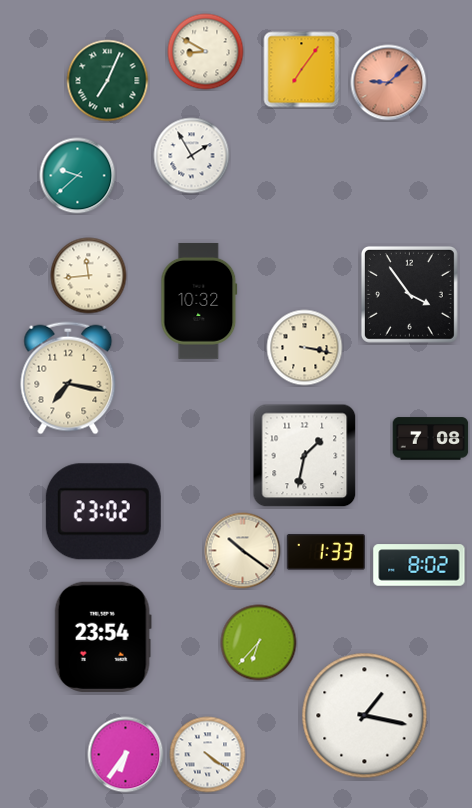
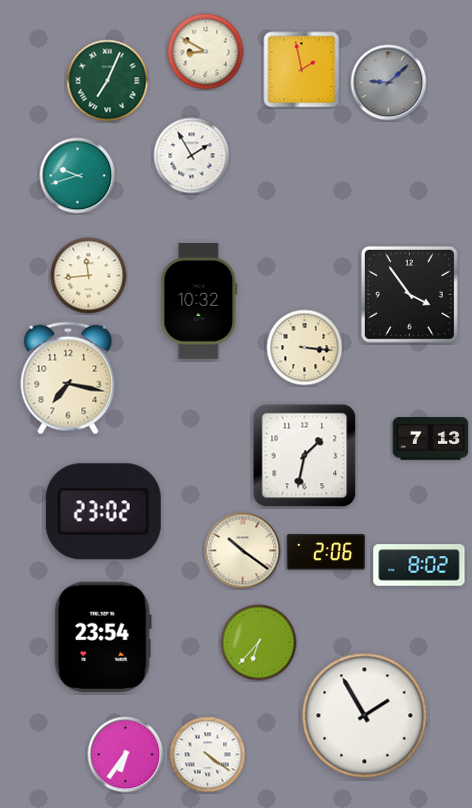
clock at (302, 70): 7:06 -> 1:58
clock at (389, 83) dial: salmon -> grey
clock at (78, 176): 9:38 -> 9:42
clock at (305, 348): 3:17 -> 3:16
clock at (431, 439): 7:08 -> 7:13
clock at (325, 552): 1:33 -> 2:06
clock at (365, 716): 1:17 -> 1:55
